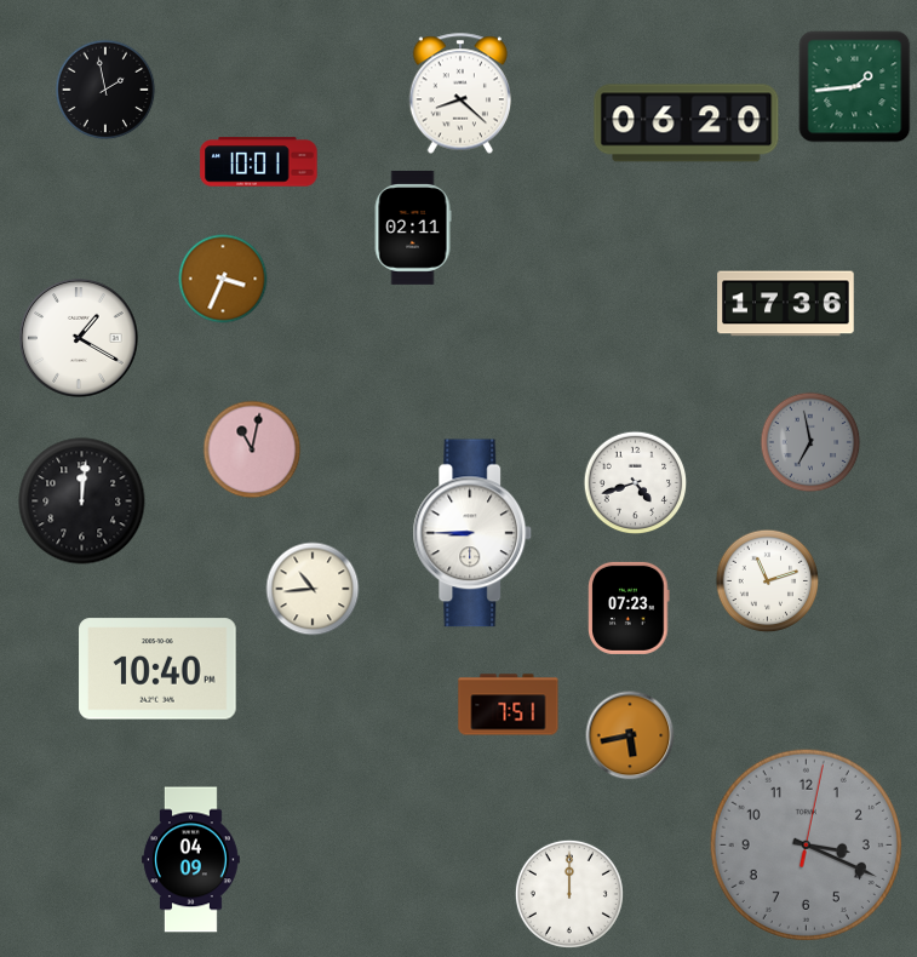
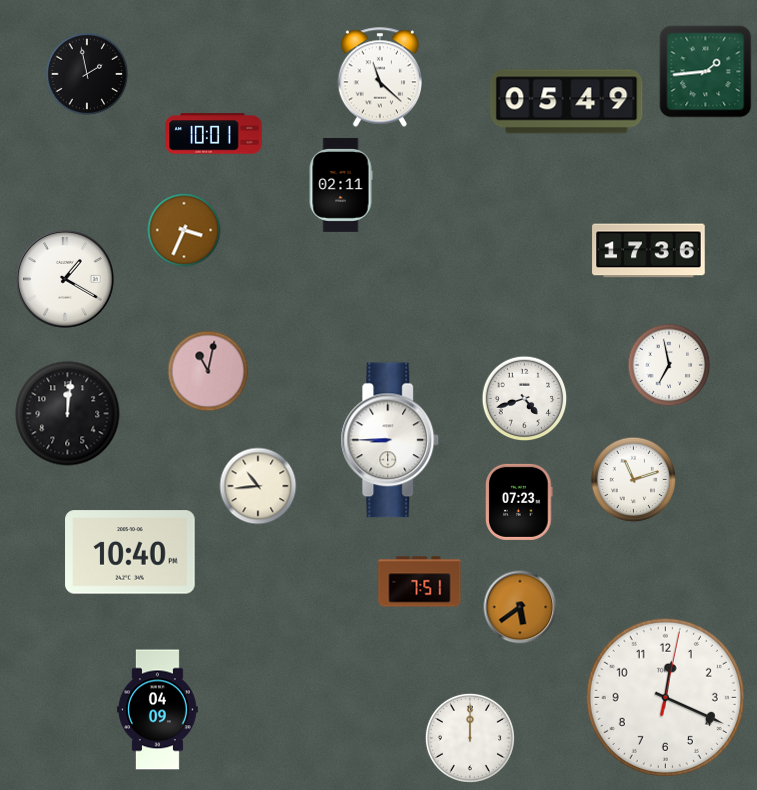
clock at (460, 93): 8:22 -> 11:22
clock at (687, 124): 06:20 -> 05:49
clock at (413, 228) position: (413, 228) -> (341, 185)
clock at (810, 442) dial: grey -> white
clock at (630, 735): 5:43 -> 5:39
clock at (806, 844): 3:19 -> 12:19
clock at (806, 844) dial: grey -> white
